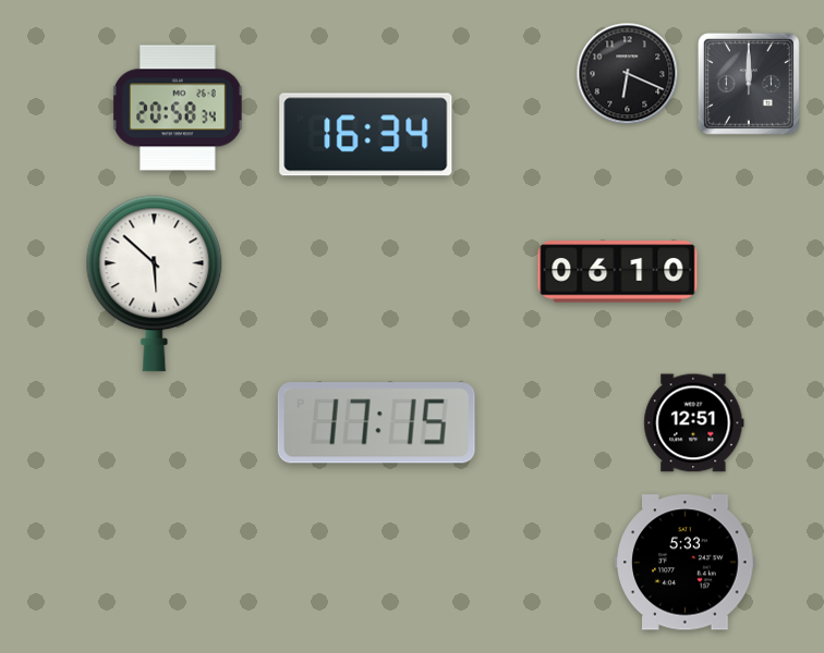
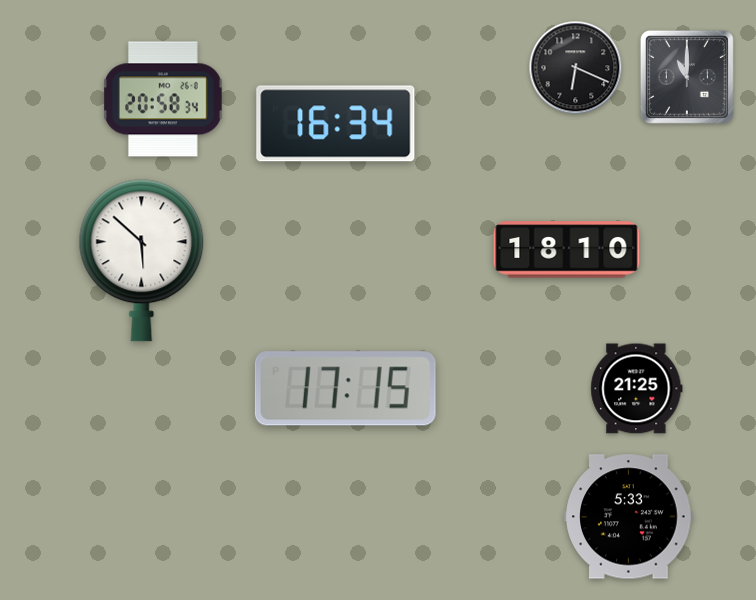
clock at (749, 84): 12:00 -> 11:00
clock at (618, 272): 06:10 -> 18:10
clock at (694, 423): 12:51 -> 21:25
